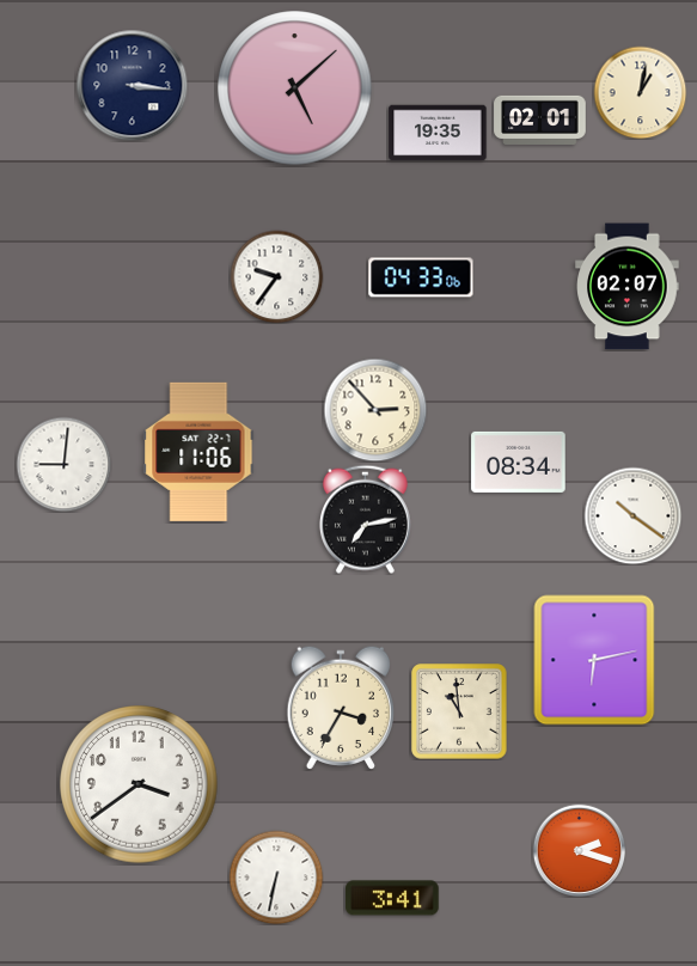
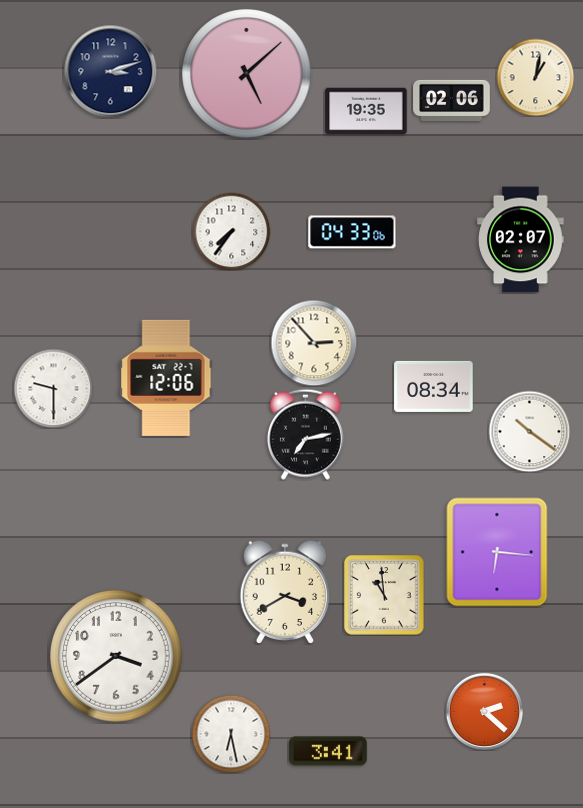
clock at (132, 85): 3:16 -> 3:12
clock at (540, 120): 02:01 -> 02:06
clock at (276, 276): 9:36 -> 7:36
clock at (628, 287) position: (628, 287) -> (521, 240)
clock at (198, 452): 11:06 -> 12:06
clock at (63, 464): 9:01 -> 9:30
clock at (594, 660): 6:13 -> 6:16
clock at (340, 708): 3:35 -> 3:40
clock at (579, 850): 2:18 -> 2:22
clock at (276, 878): 6:32 -> 6:28
